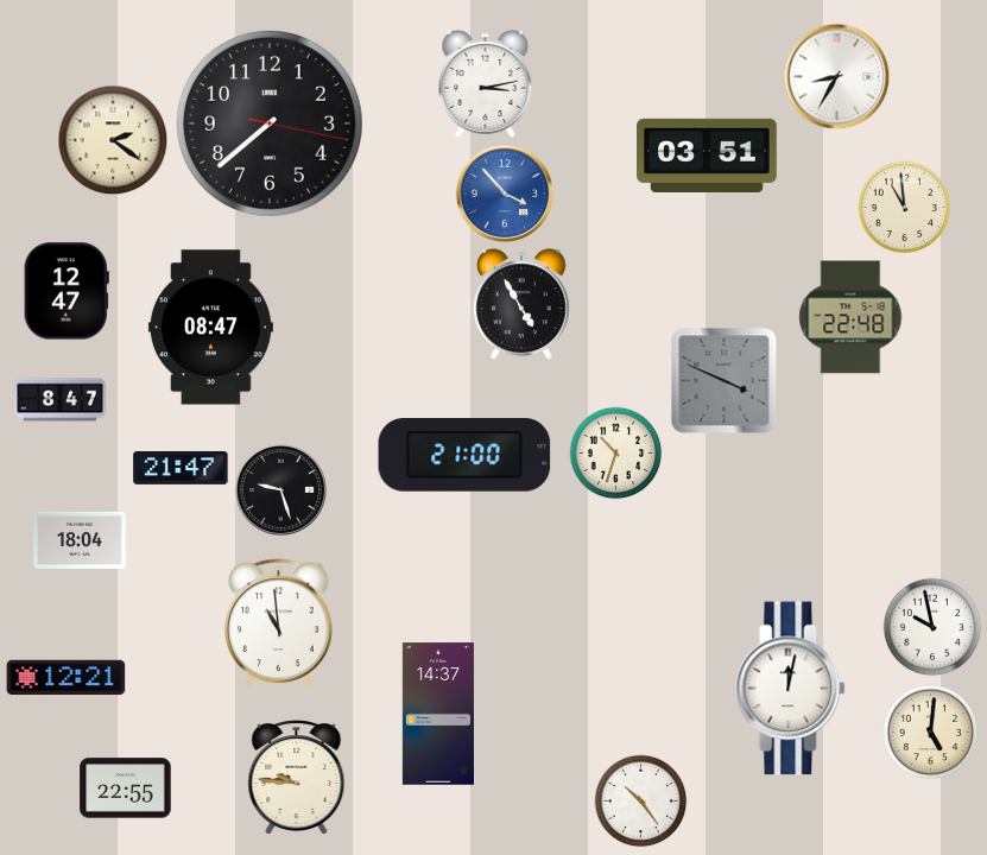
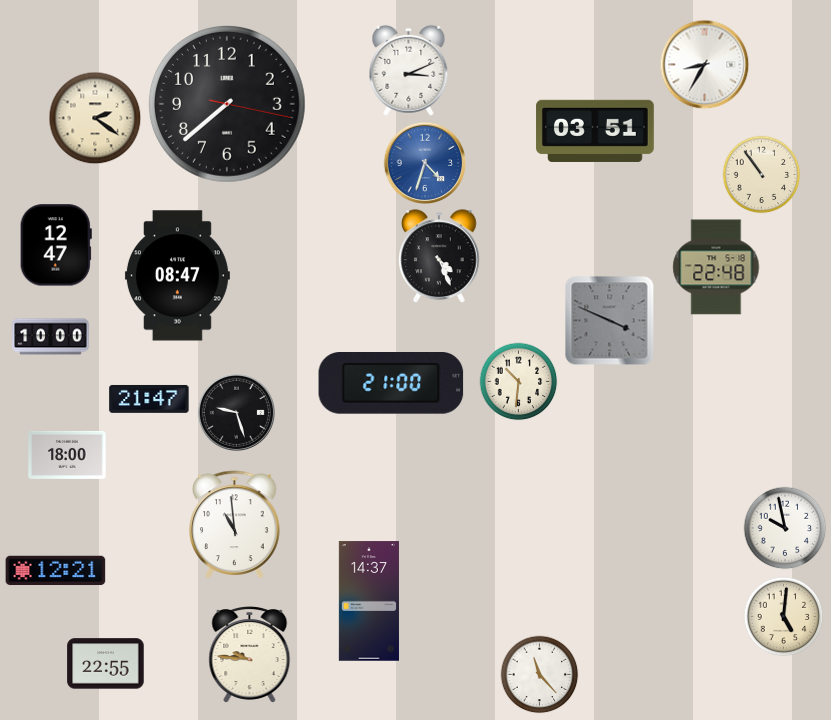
clock at (486, 83): 3:13 -> 3:11
clock at (505, 194): 3:53 -> 4:33
clock at (904, 207): 10:59 -> 10:54
clock at (521, 304): 4:55 -> 4:26
clock at (61, 400): 8:47 -> 10:00
clock at (615, 452): 10:33 -> 10:31
clock at (181, 468) position: (181, 468) -> (149, 399)
clock at (80, 540): 18:04 -> 18:00
clock at (791, 689): 12:02 -> none
clock at (640, 800): 10:24 -> 11:23
